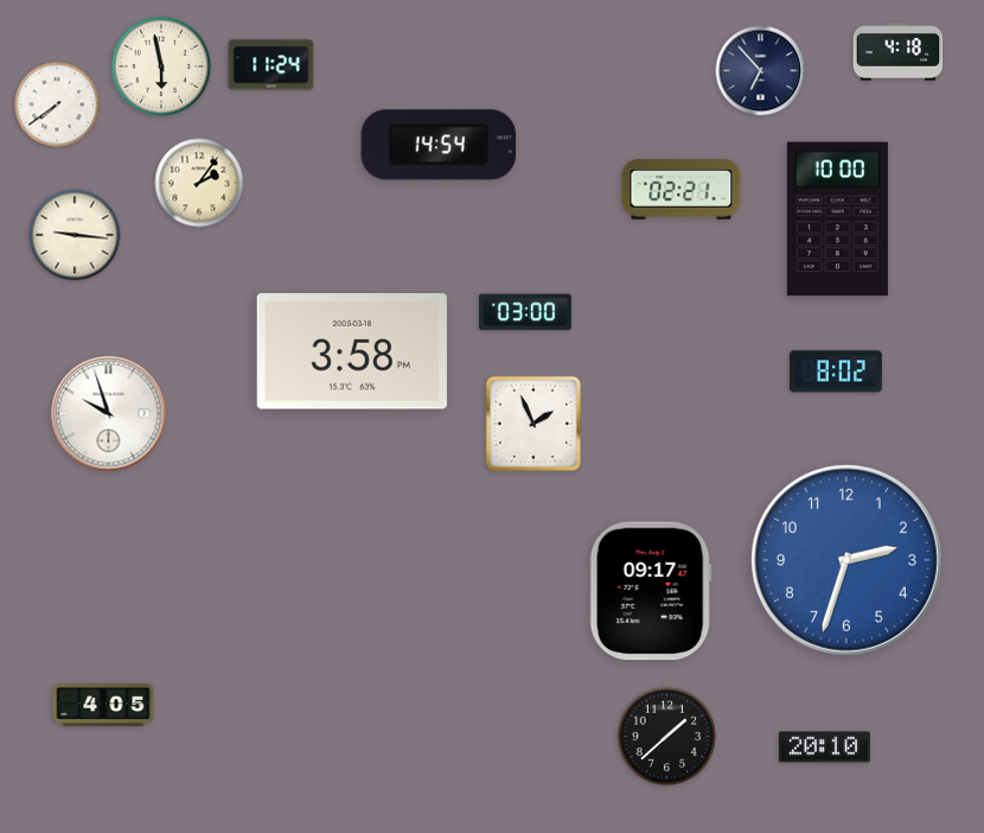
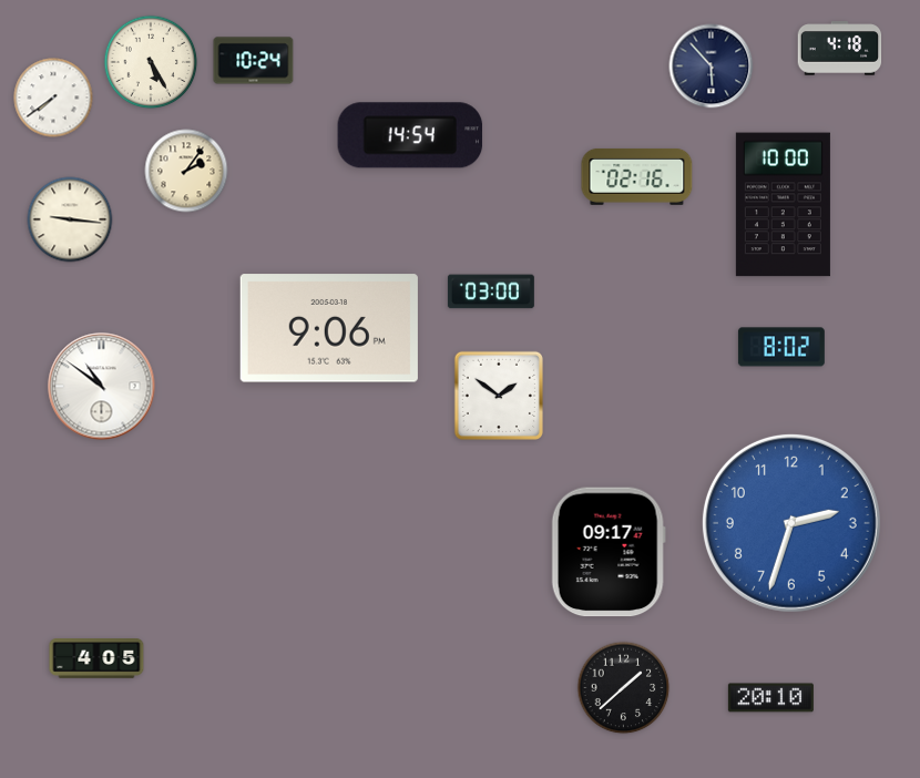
clock at (271, 65): 11:24 -> 10:24
clock at (161, 66): 5:58 -> 5:25
clock at (761, 71): 6:53 -> 5:53
clock at (682, 189): 02:21 -> 02:16
clock at (352, 351): 3:58 -> 9:06
clock at (109, 414): 9:57 -> 10:51
clock at (533, 424): 1:56 -> 1:51
